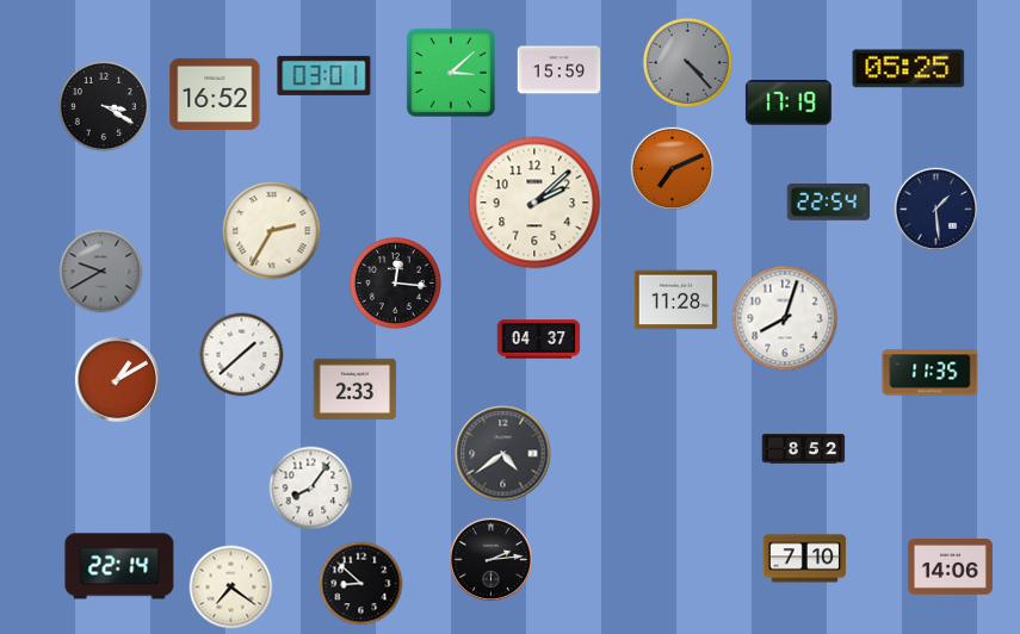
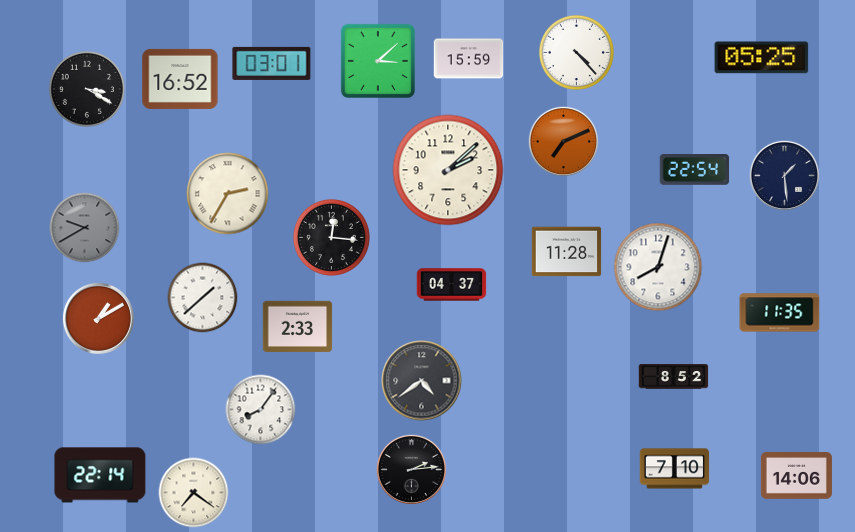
clock at (687, 62) dial: grey -> white
clock at (789, 102): 17:19 -> none
clock at (361, 584): 8:52 -> none
